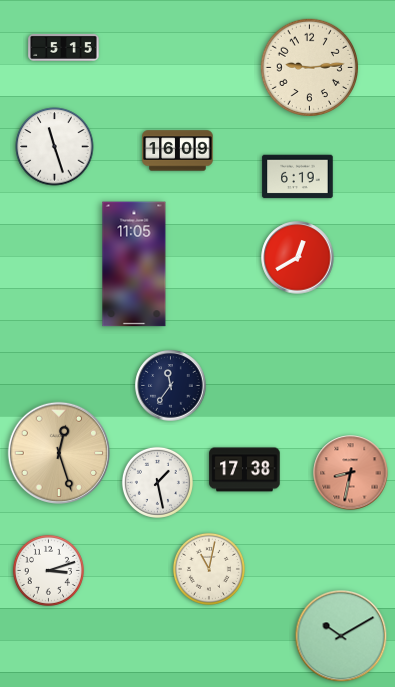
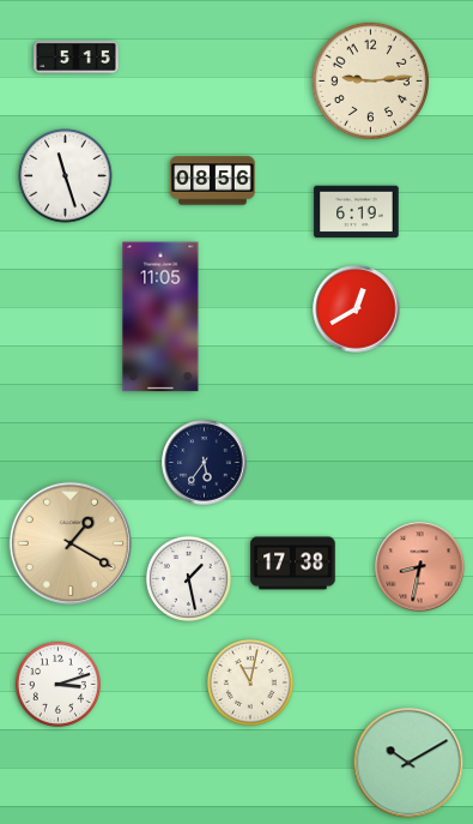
clock at (178, 151): 16:09 -> 08:56
clock at (171, 386): 11:36 -> 5:36
clock at (59, 453): 12:27 -> 1:20
